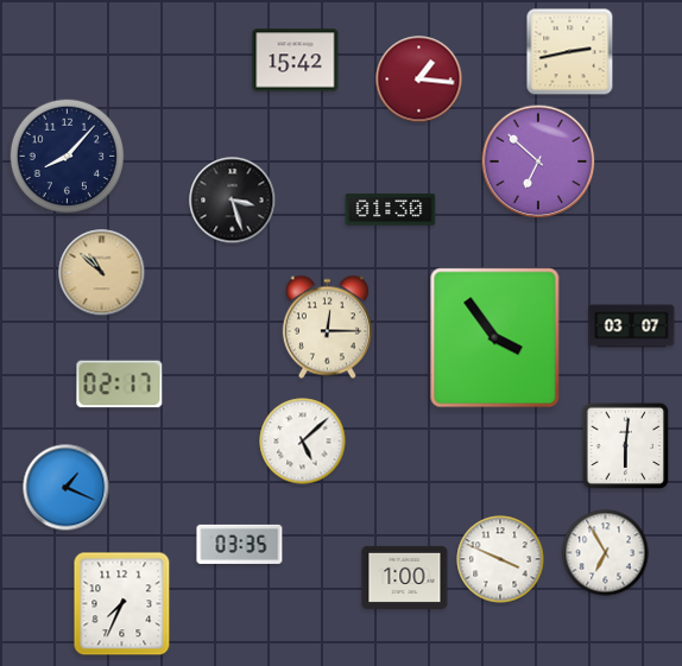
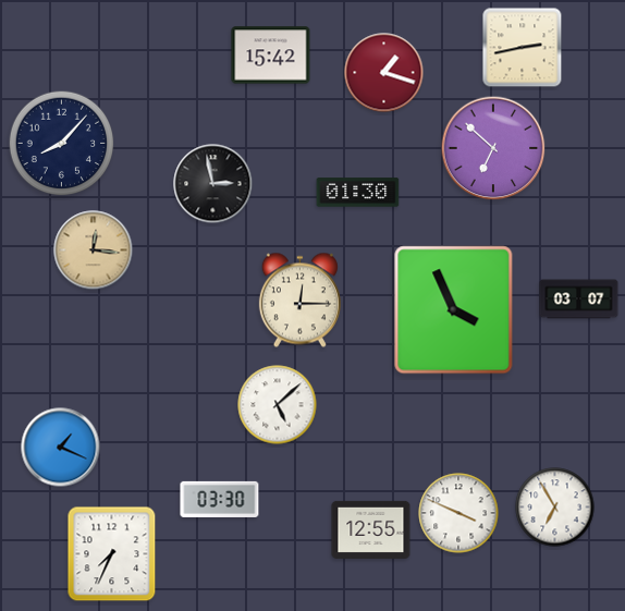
clock at (419, 80): 1:16 -> 1:18
clock at (233, 201): 3:27 -> 2:58
clock at (102, 273): 10:52 -> 12:16
clock at (495, 338): 3:54 -> 3:56
clock at (120, 385): 02:17 -> none
clock at (626, 446): 6:01 -> none
clock at (240, 544): 03:35 -> 03:30
clock at (405, 577): 1:00 -> 12:55
